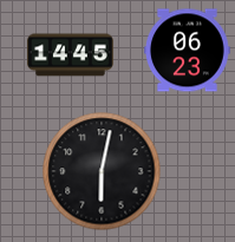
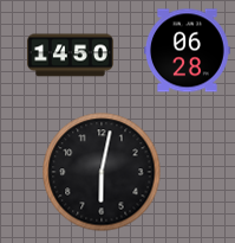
clock at (188, 51): 06:23 -> 06:28
clock at (71, 55): 14:45 -> 14:50
